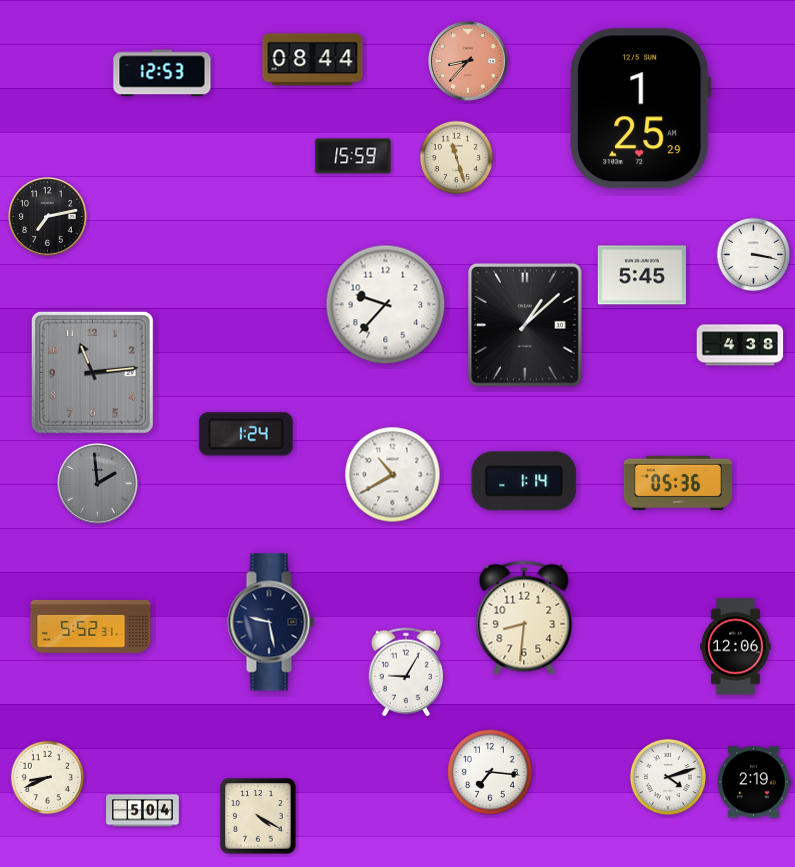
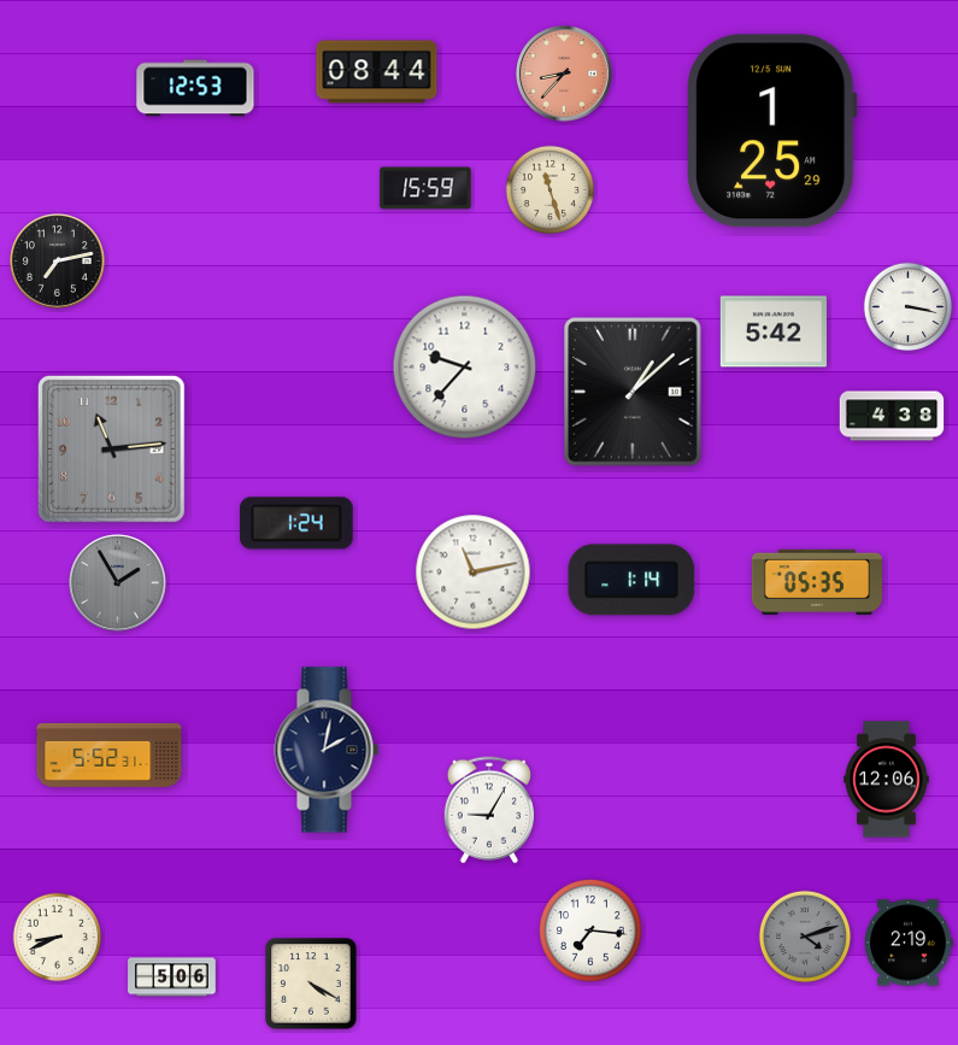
clock at (642, 275): 5:45 -> 5:42
clock at (393, 475): 10:40 -> 11:13
clock at (677, 483): 05:36 -> 05:35
clock at (98, 484): 1:59 -> 1:55
clock at (524, 618): 8:31 -> none
clock at (271, 622): 9:28 -> 2:02
clock at (667, 776) dial: white -> grey
clock at (143, 811): 5:04 -> 5:06
